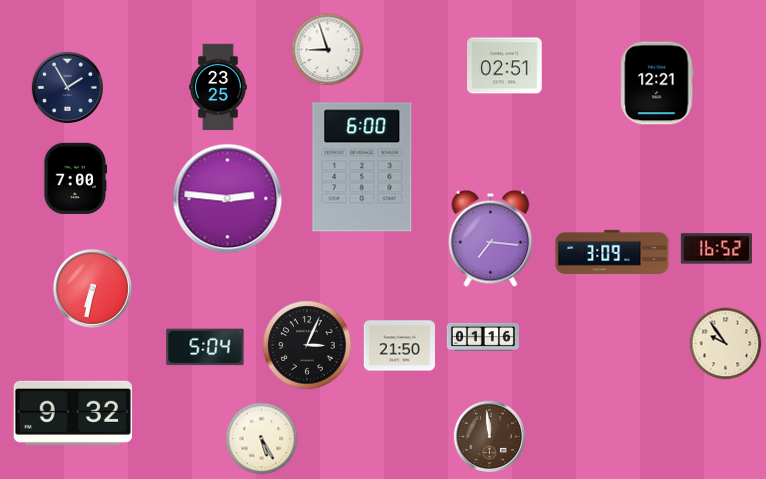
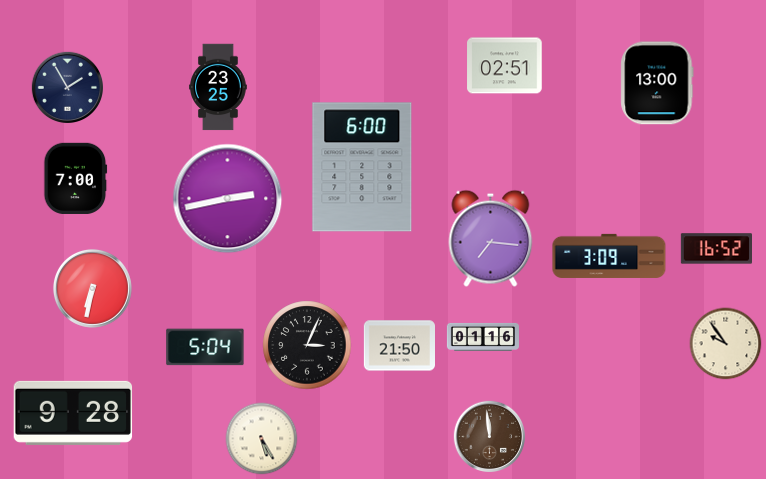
clock at (328, 50): 8:57 -> none
clock at (657, 83): 12:21 -> 13:00
clock at (228, 199): 2:46 -> 2:43
clock at (612, 252) position: (612, 252) -> (609, 256)
clock at (73, 413): 9:32 -> 9:28
